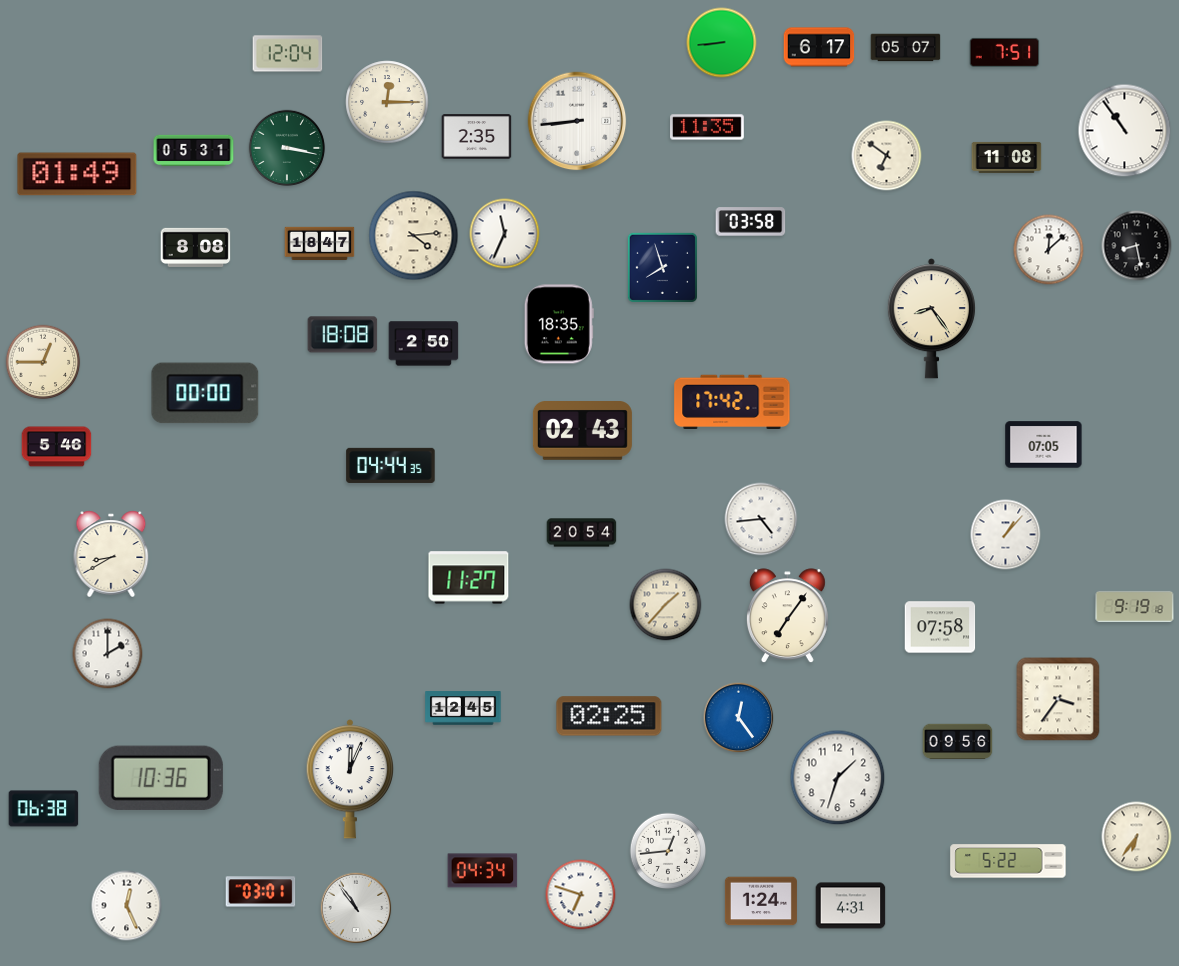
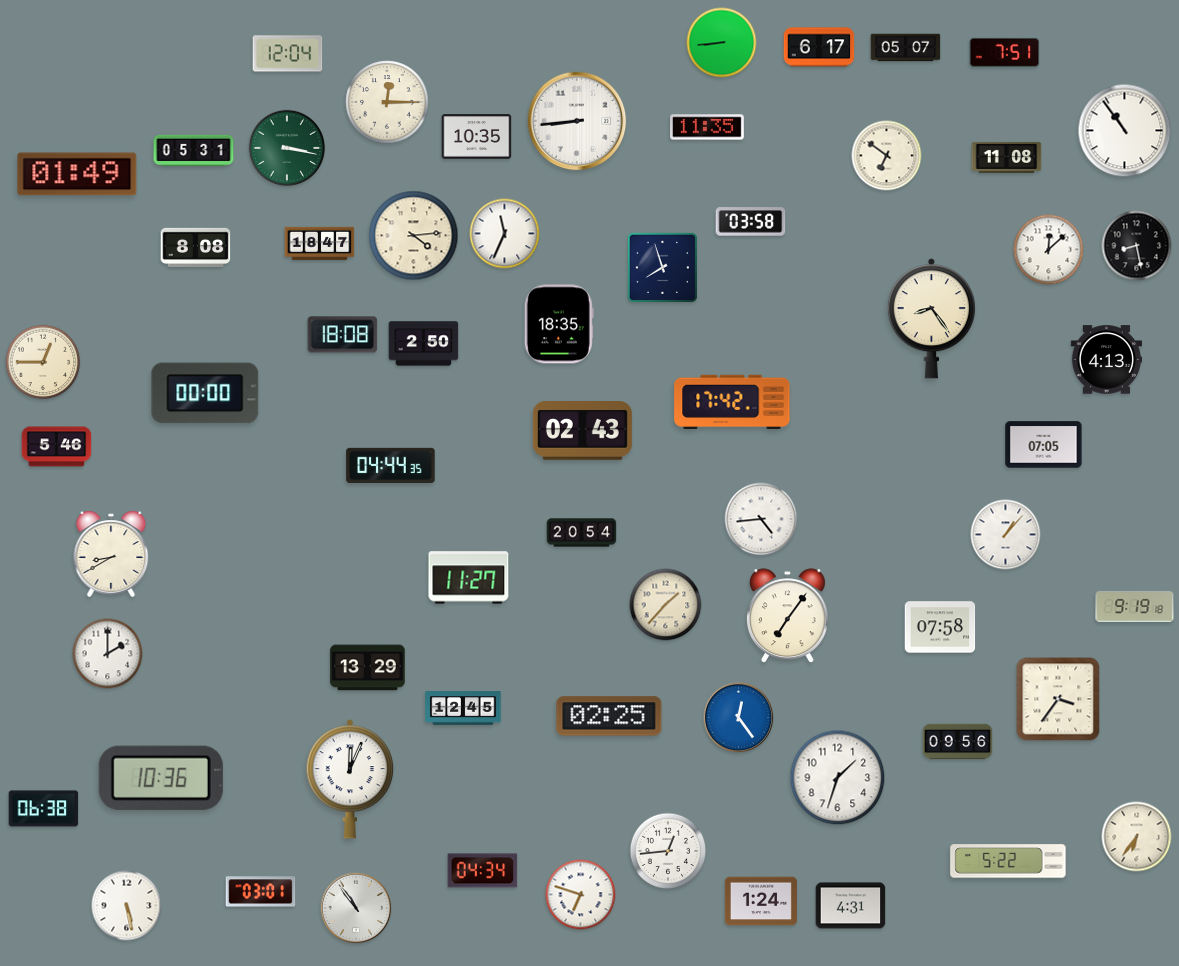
clock at (477, 137): 2:35 -> 10:35
clock at (1106, 360): none -> 4:13
clock at (368, 668): none -> 13:29
clock at (127, 906): 12:26 -> 5:28
